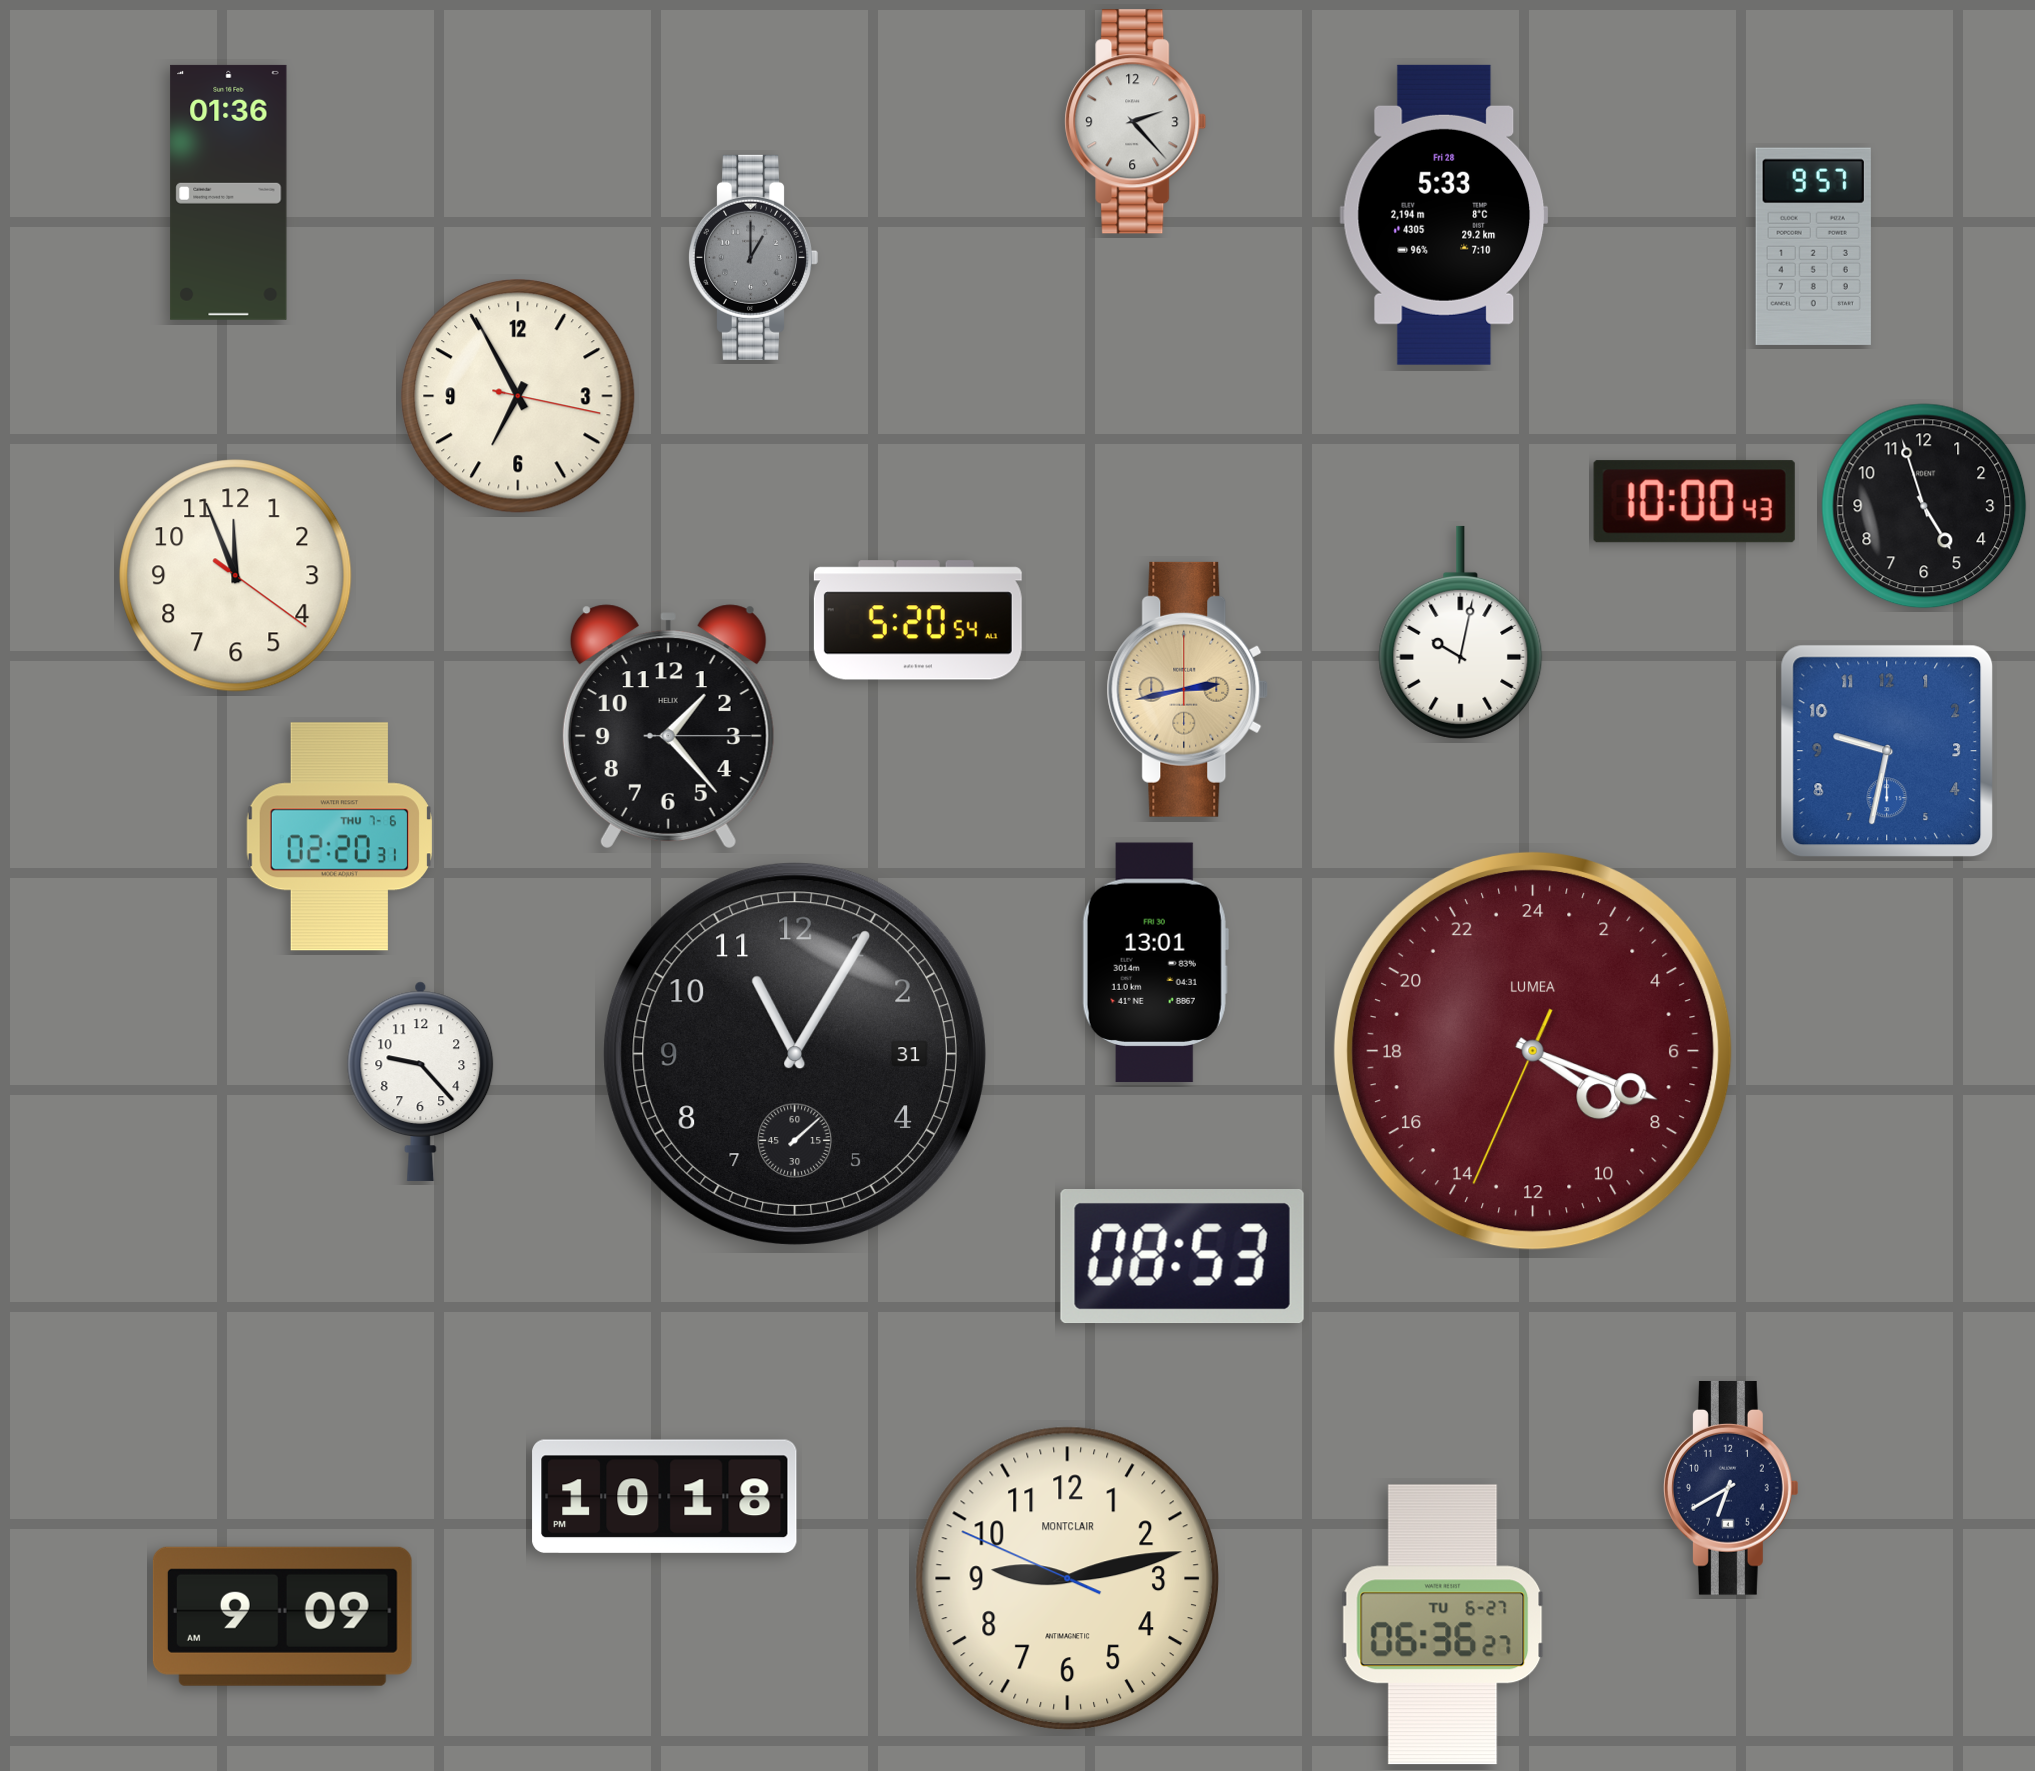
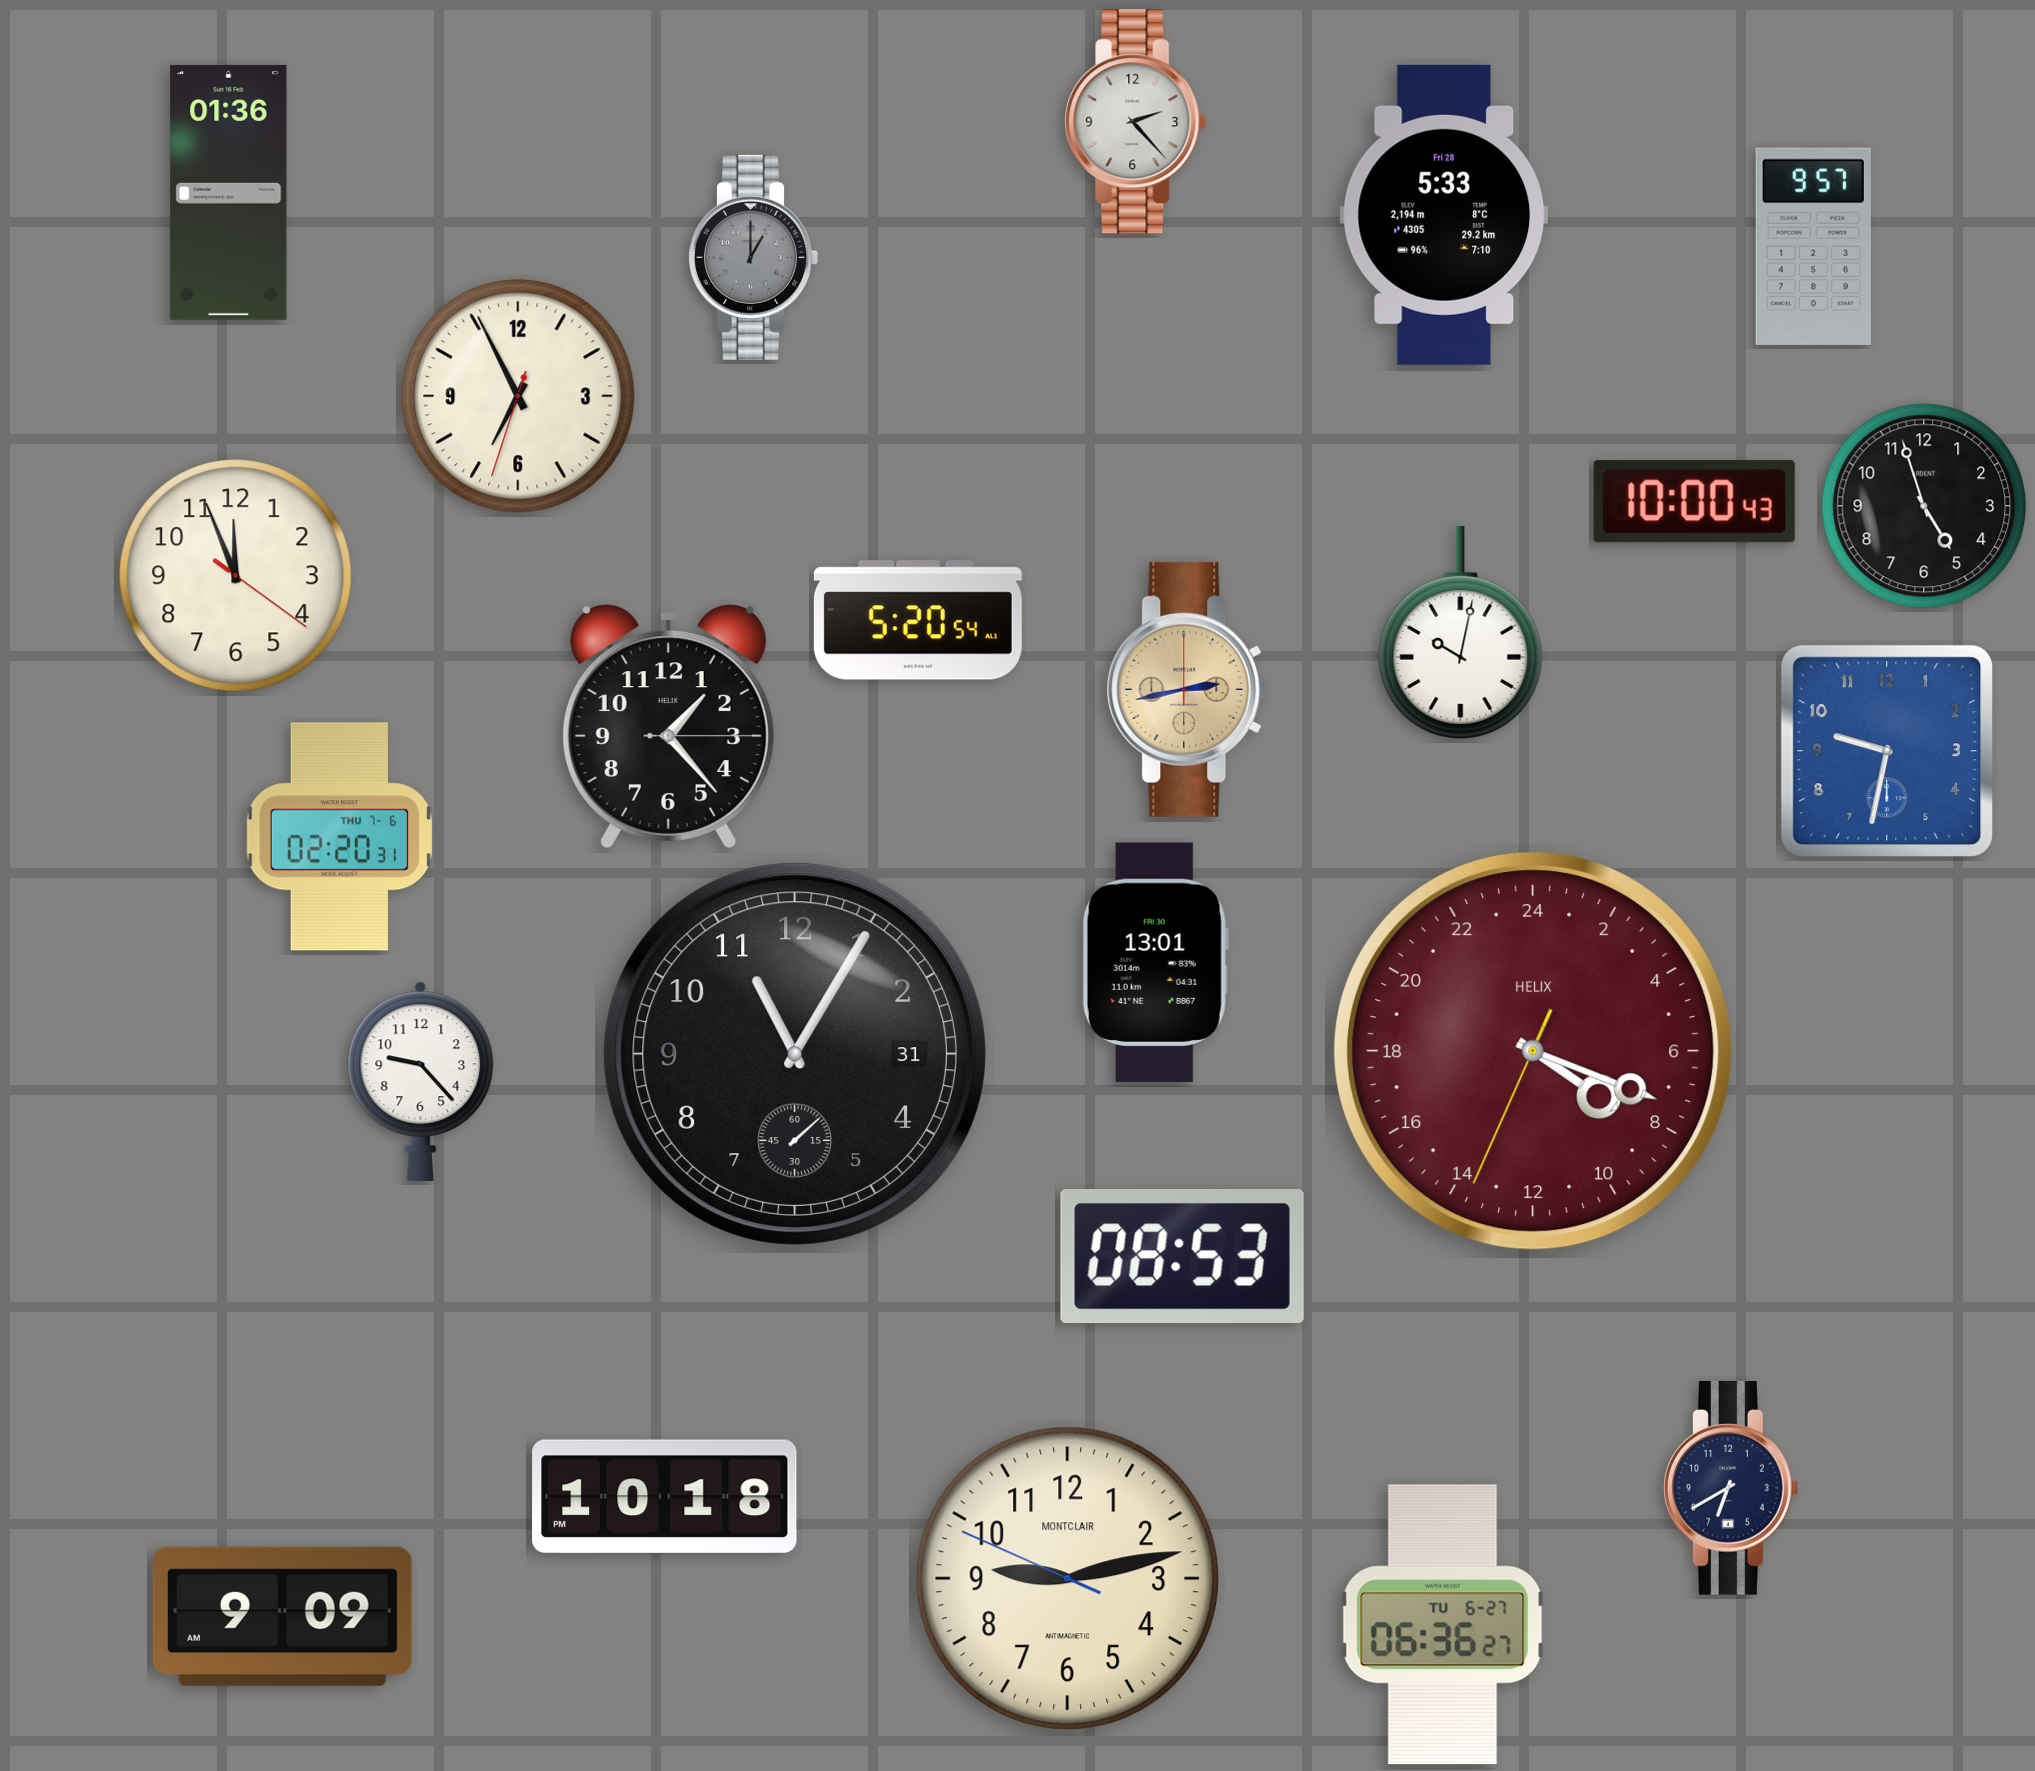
clock at (518, 396): 6:55:17 -> 6:55:33
clock at (1533, 1051) brand: LUMEA -> HELIX
